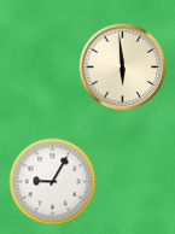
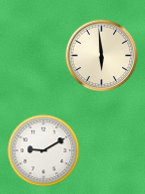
clock at (53, 182): 9:05 -> 9:10
